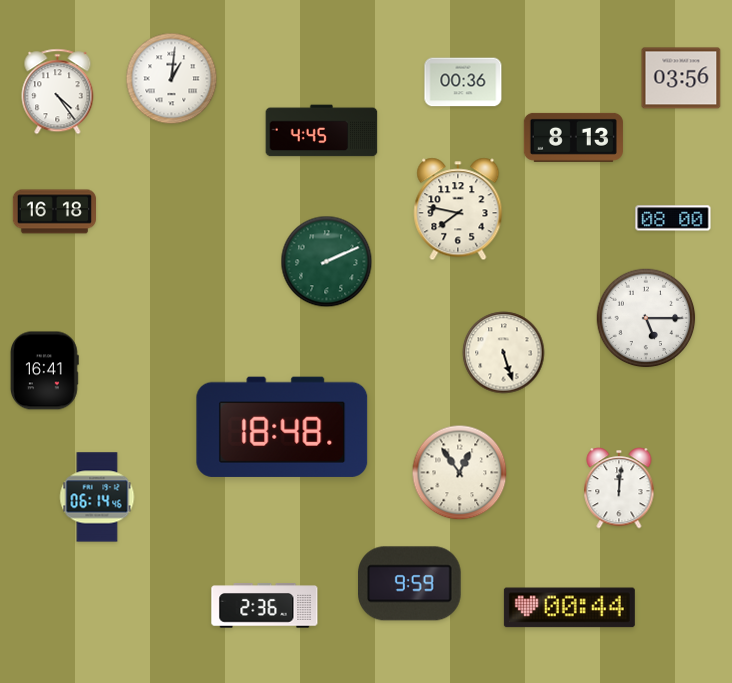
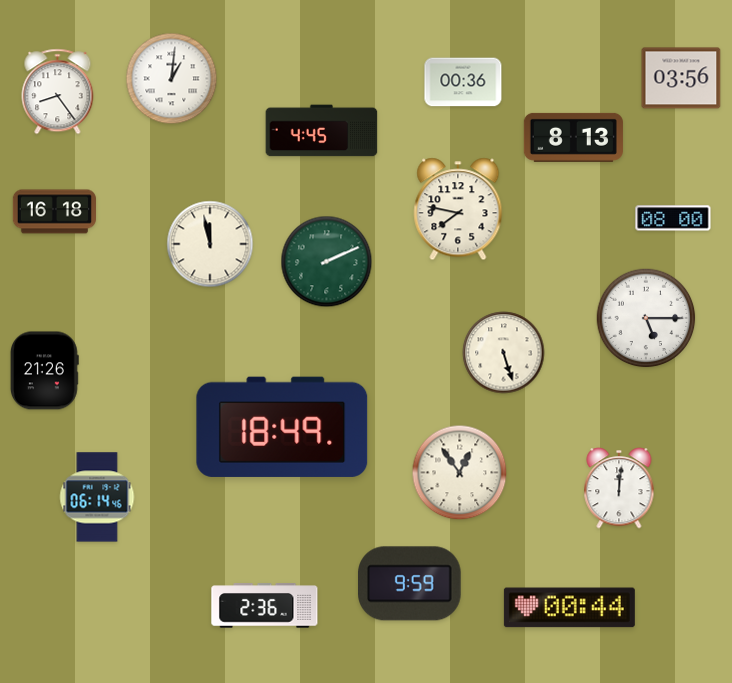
clock at (58, 92): 4:24 -> 8:24
clock at (210, 244): none -> 11:58
clock at (44, 371): 16:41 -> 21:26
clock at (282, 427): 18:48 -> 18:49
